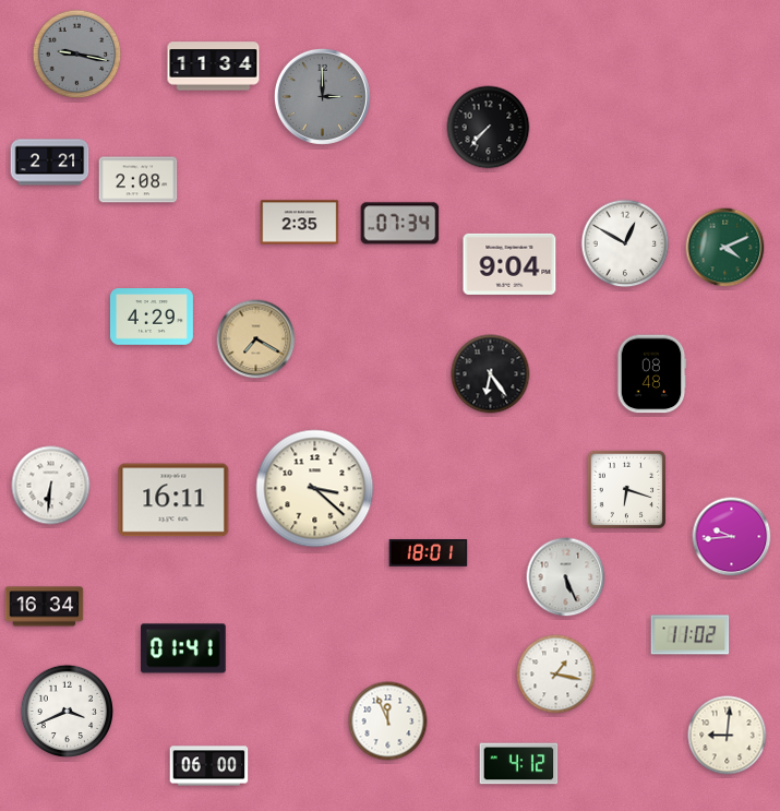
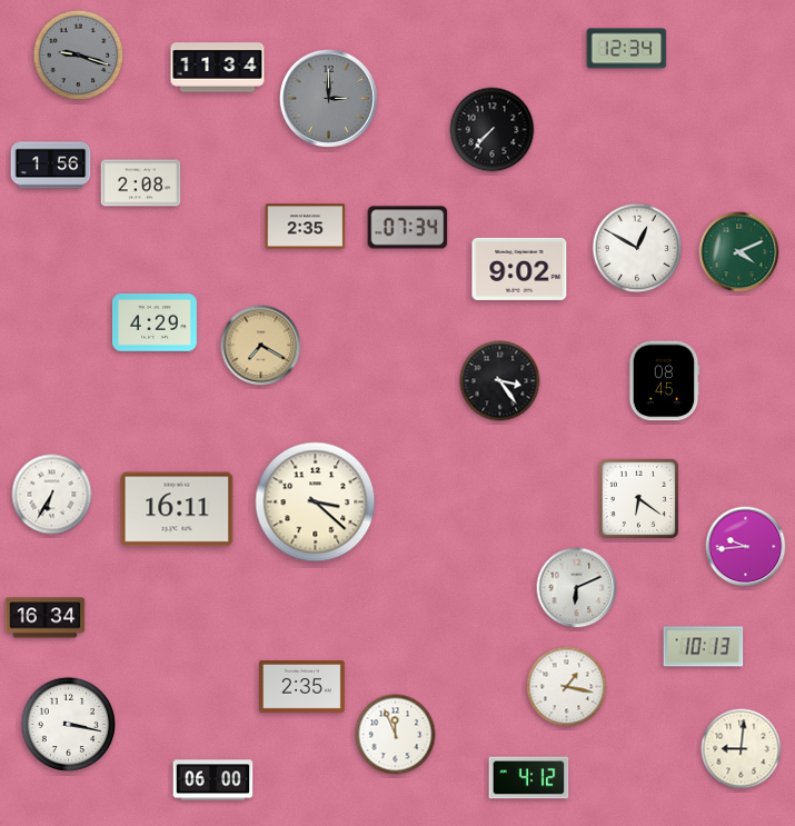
clock at (627, 49): none -> 12:34
clock at (77, 55): 9:17 -> 9:18
clock at (489, 128) position: (489, 128) -> (493, 130)
clock at (50, 163): 2:21 -> 1:56
clock at (509, 264): 9:04 -> 9:02
clock at (491, 374): 6:24 -> 3:24
clock at (651, 374): 08:48 -> 08:45
clock at (51, 486): 6:31 -> 6:35
clock at (315, 489) position: (315, 489) -> (316, 502)
clock at (627, 490): 6:18 -> 6:21
clock at (429, 553): 18:01 -> none
clock at (566, 577): 5:26 -> 6:11
clock at (691, 635): 11:02 -> 10:13
clock at (183, 648): 01:41 -> none
clock at (302, 687): none -> 2:35
clock at (67, 711): 3:41 -> 3:17
